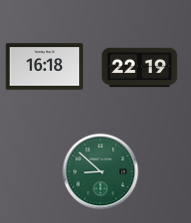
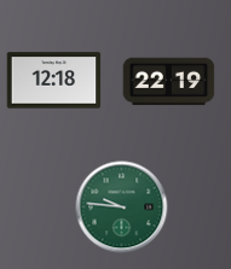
clock at (45, 67): 16:18 -> 12:18
clock at (101, 172): 8:52 -> 9:46
